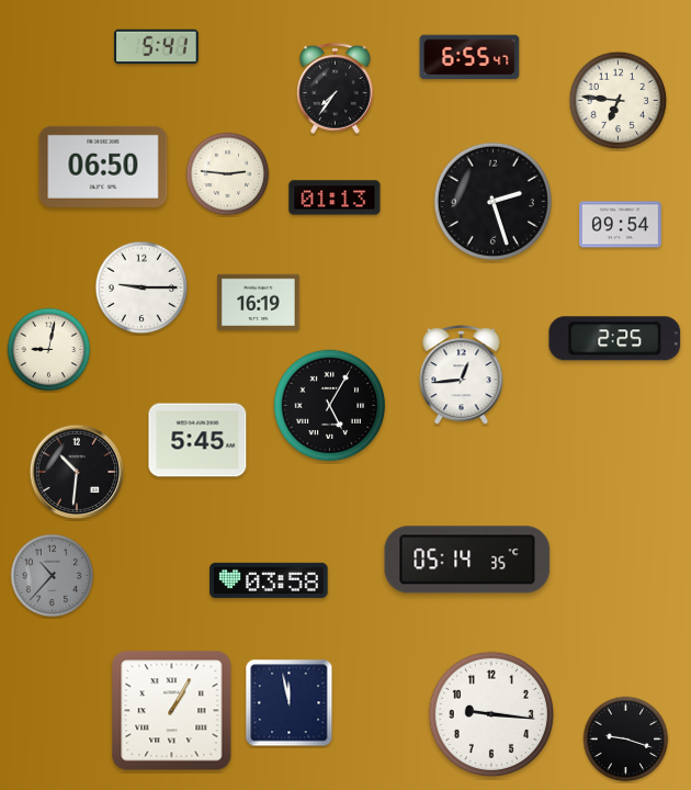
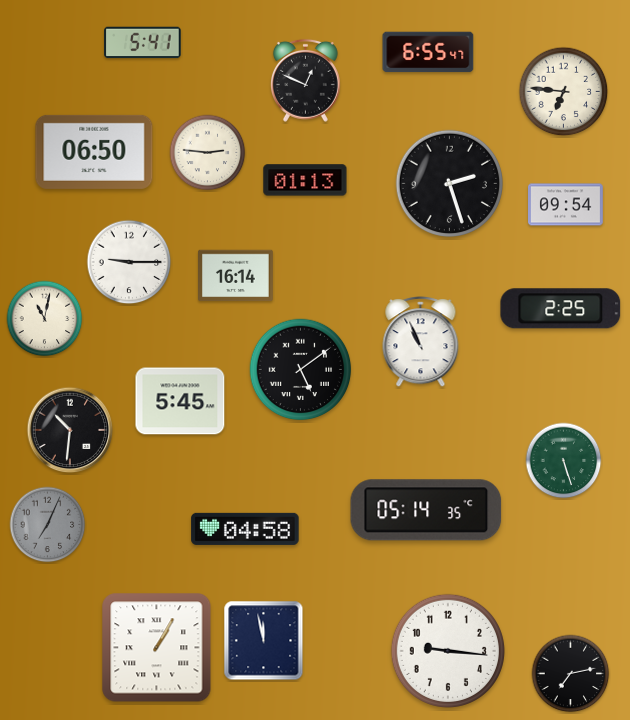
clock at (335, 88): 7:36 -> 12:49
clock at (228, 174) position: (228, 174) -> (208, 153)
clock at (259, 303): 16:19 -> 16:14
clock at (49, 350): 9:02 -> 11:02
clock at (462, 375): 12:44 -> 10:56
clock at (330, 406): 5:05 -> 5:09
clock at (564, 461): none -> 5:27
clock at (53, 576): 10:37 -> 7:04
clock at (269, 580): 03:58 -> 04:58
clock at (626, 740): 9:18 -> 7:13
